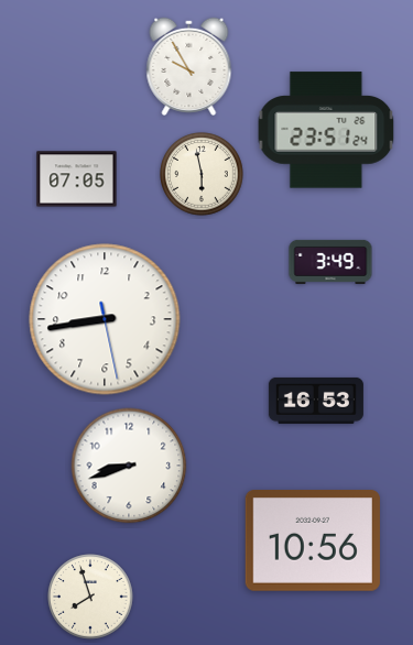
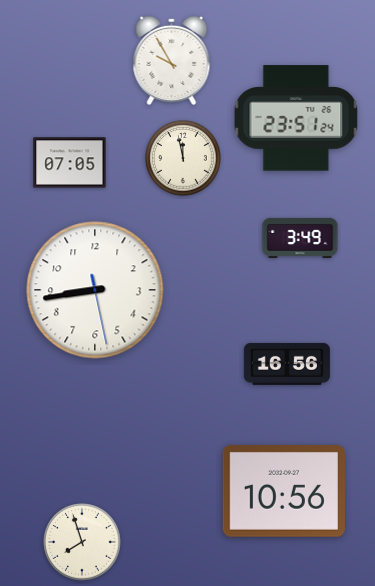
clock at (202, 174): 5:58 -> 11:58
clock at (316, 401): 16:53 -> 16:56
clock at (129, 466): 8:42 -> none
